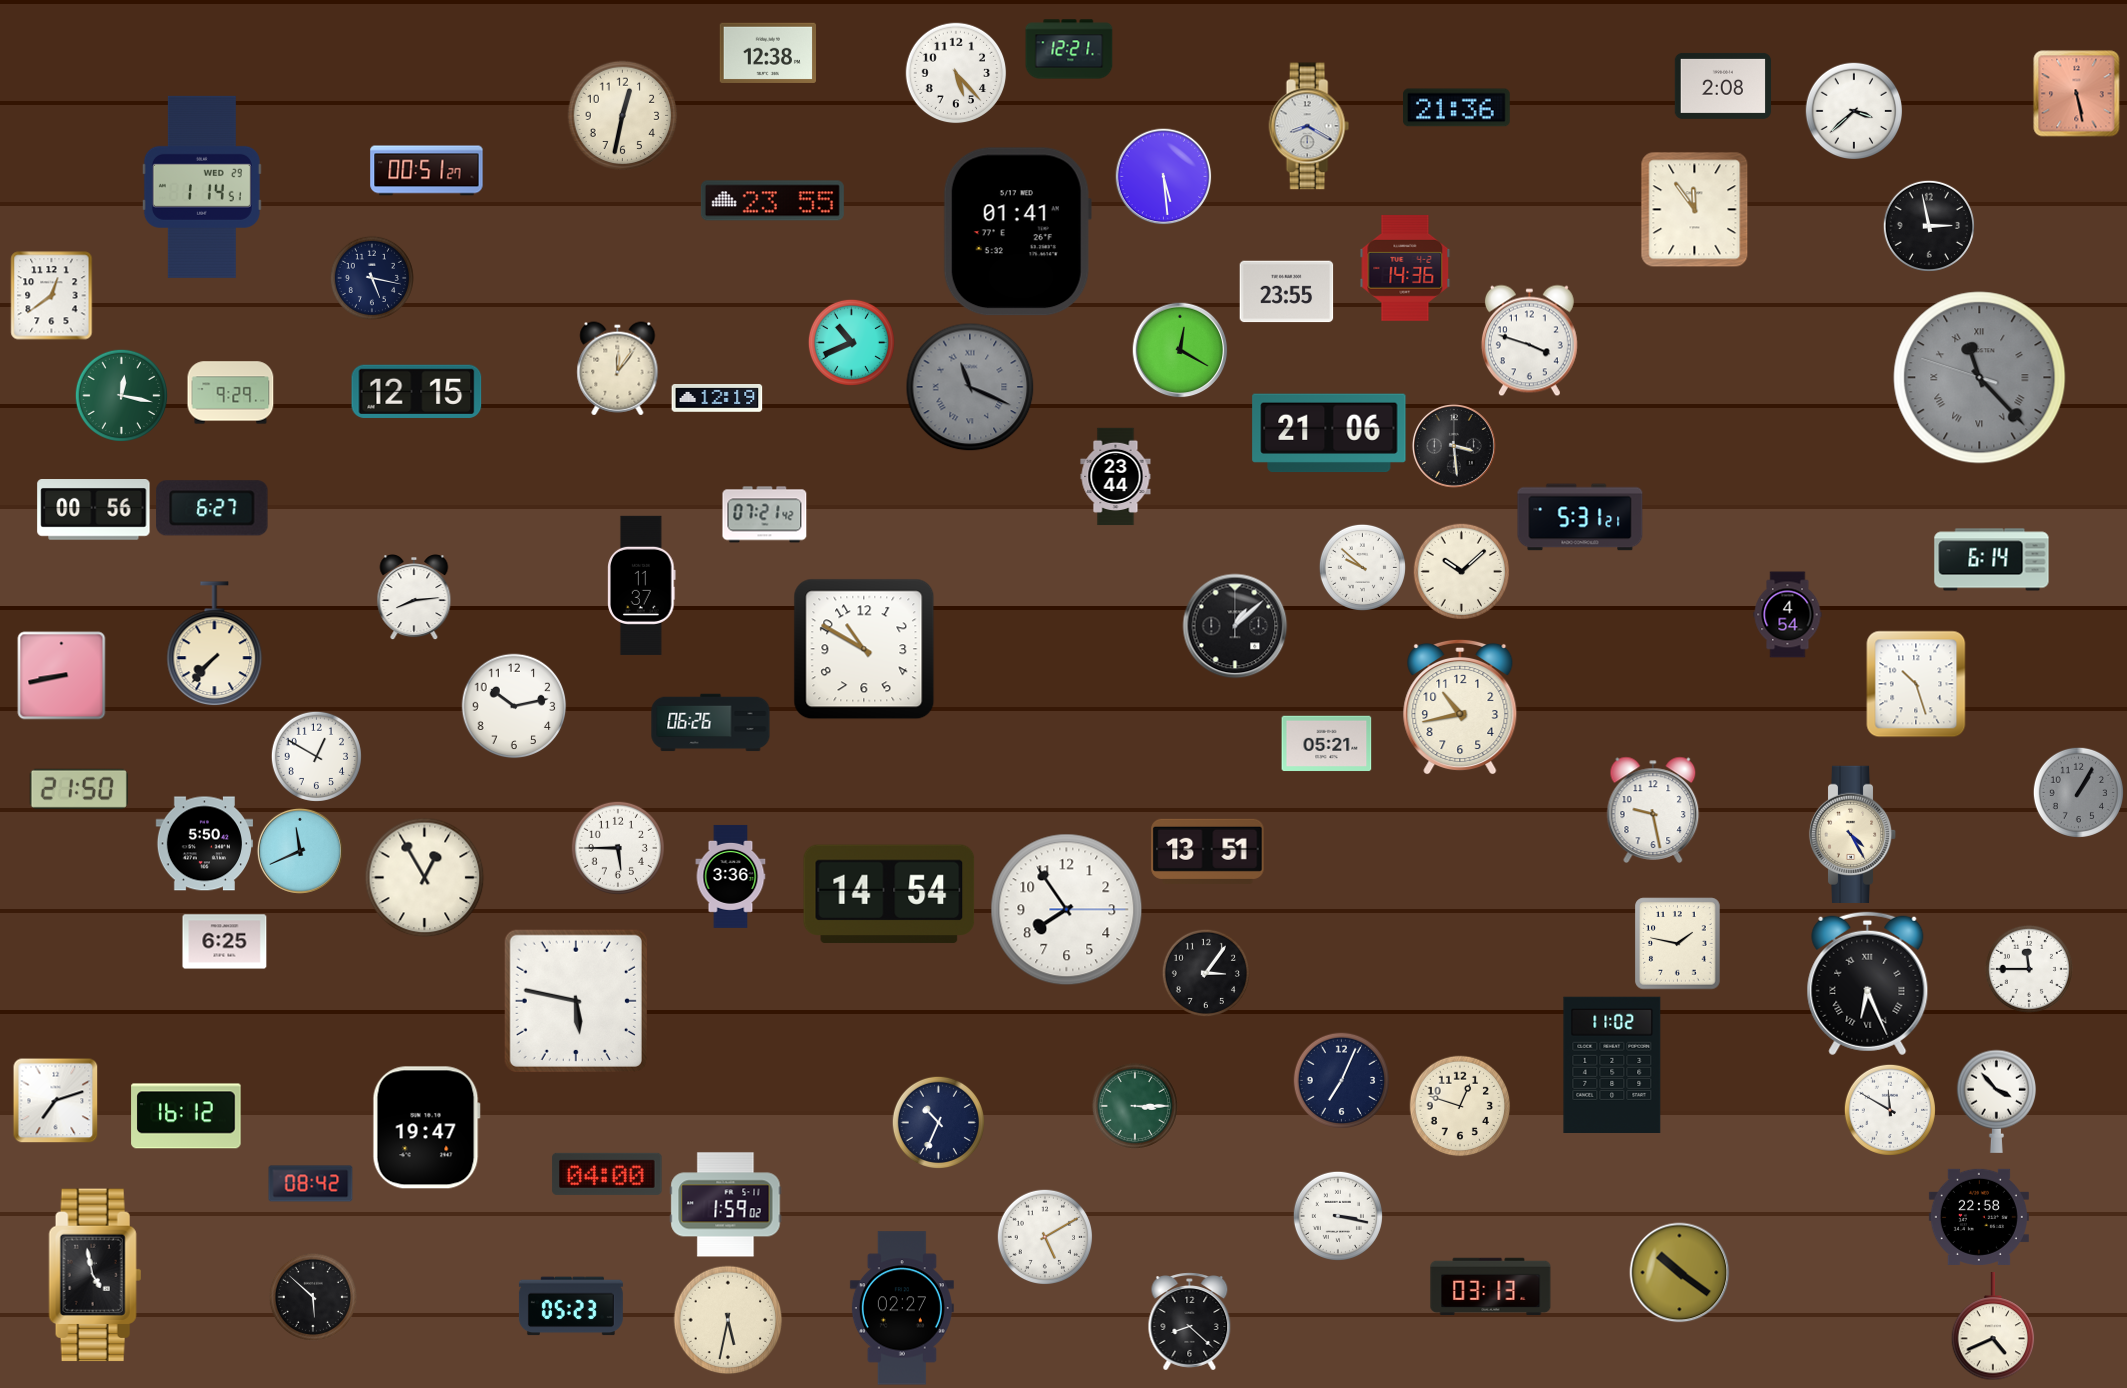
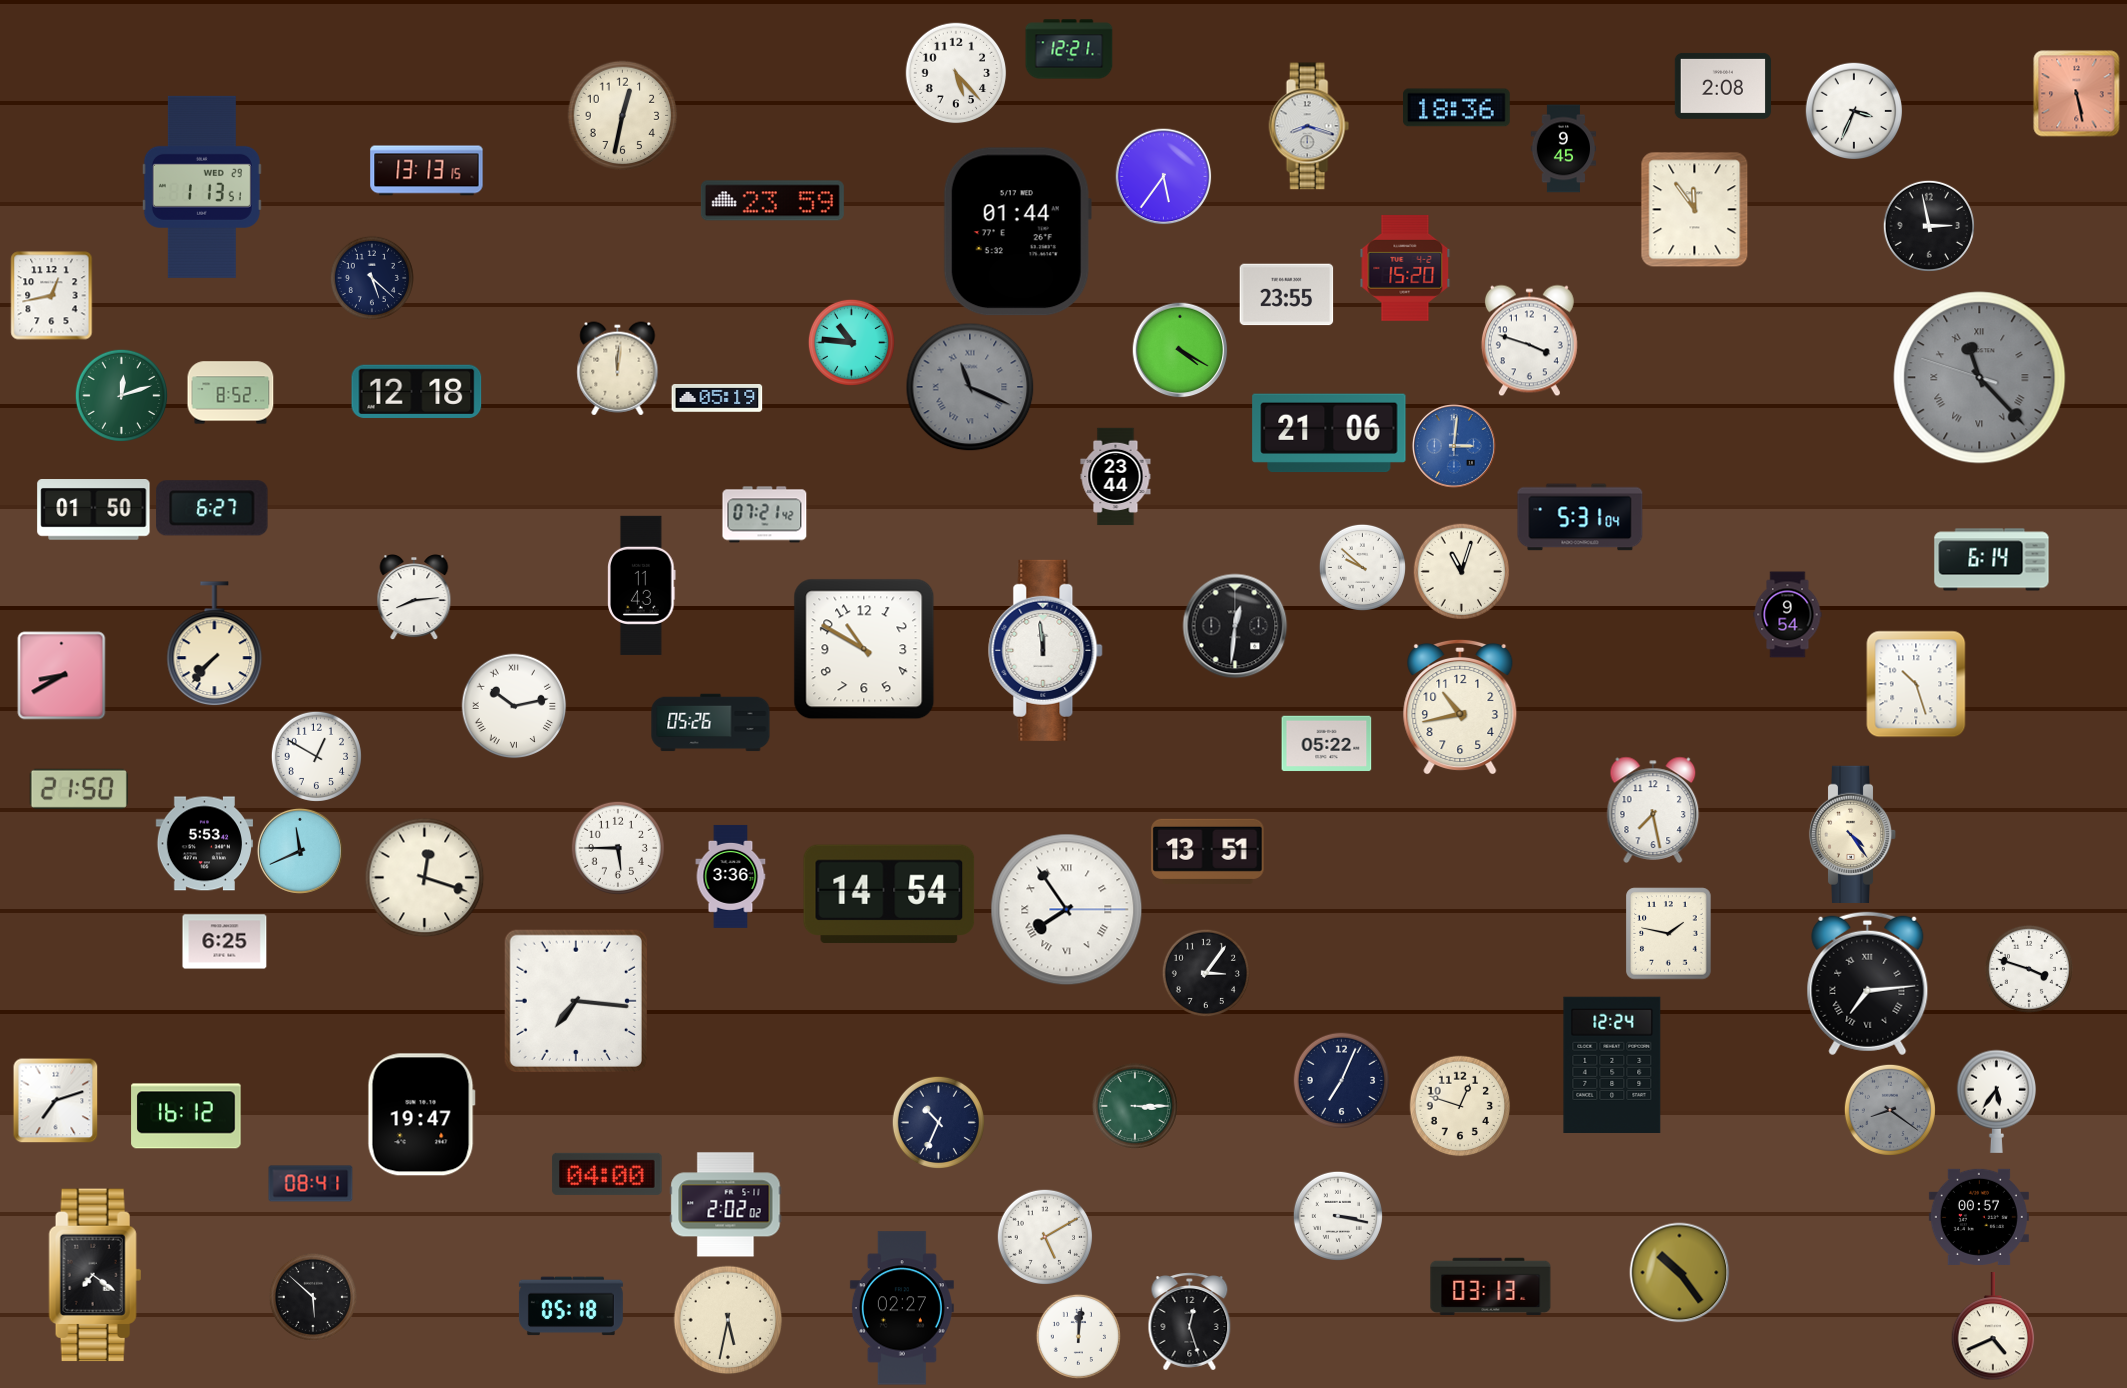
clock at (767, 52): 12:38 -> none
clock at (1457, 108): 21:36 -> 18:36
clock at (1853, 110): 3:38 -> 3:34
clock at (1309, 126): 8:20 -> 8:18
clock at (1564, 149): none -> 9:45
clock at (427, 171): 00:51 -> 13:13
clock at (1164, 177): 5:29 -> 5:36
clock at (202, 187): 1:14 -> 1:13
clock at (772, 201): 23:55 -> 23:59
clock at (1017, 232): 01:41 -> 01:44
clock at (1405, 268): 14:36 -> 15:20
clock at (372, 278): 5:17 -> 5:22
clock at (1287, 292) position: (1287, 292) -> (1287, 295)
clock at (52, 296): 12:39 -> 12:43
clock at (851, 342): 10:41 -> 10:46
clock at (1180, 350): 12:20 -> 4:20
clock at (618, 369): 12:06 -> 12:01
clock at (417, 391): 12:15 -> 12:18
clock at (231, 393): 9:29 -> 8:52
clock at (121, 395): 12:17 -> 12:12
clock at (717, 399): 12:19 -> 05:19
clock at (1454, 446): 3:29 -> 3:01
clock at (1454, 446) dial: black -> blue
clock at (94, 510): 00:56 -> 01:50
clock at (1580, 517): 5:31:21 -> 5:31:04
clock at (1461, 571): 10:08 -> 11:03
clock at (642, 585): 11:37 -> 11:43
clock at (1788, 615): 4:54 -> 9:54
clock at (1235, 626): 1:08 -> 12:31
clock at (1046, 650): none -> 11:59
clock at (62, 676): 8:43 -> 8:40
clock at (514, 706) numerals: Arabic -> Roman
clock at (711, 723): 06:26 -> 05:26
clock at (1327, 744): 05:21 -> 05:22
clock at (2078, 792): 1:05 -> none
clock at (1653, 810): 9:28 -> 7:28
clock at (1853, 834): 4:25 -> 4:24
clock at (204, 844): 5:50 -> 5:53
clock at (425, 878): 12:55 -> 12:18
clock at (1067, 910) numerals: Arabic -> Roman
clock at (1678, 944) position: (1678, 944) -> (1669, 934)
clock at (2029, 969): 11:45 -> 3:48
clock at (1868, 984): 6:26 -> 7:14
clock at (576, 1001): 5:47 -> 7:16
clock at (1612, 1064): 11:02 -> 12:24
clock at (1996, 1101): 3:53 -> 5:36
clock at (1890, 1110): 11:50 -> 8:21
clock at (1890, 1110) dial: white -> grey
clock at (426, 1128) position: (426, 1128) -> (421, 1115)
clock at (311, 1184): 08:42 -> 08:41
clock at (726, 1205): 1:59 -> 2:02
clock at (1979, 1217): 22:58 -> 00:57
clock at (1680, 1273): 10:21 -> 10:24
clock at (95, 1275): 4:58 -> 7:21
clock at (571, 1306): 05:23 -> 05:18
clock at (1190, 1322): 8:22 -> 12:27
clock at (1078, 1336): none -> 12:01
